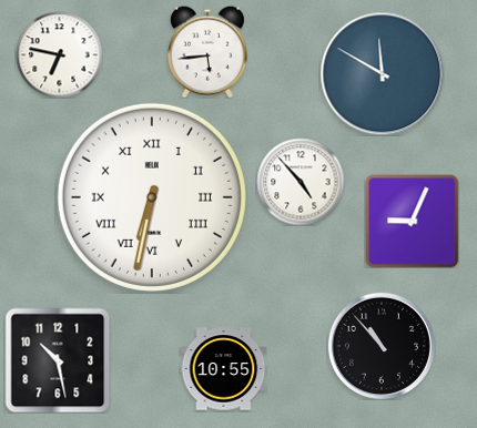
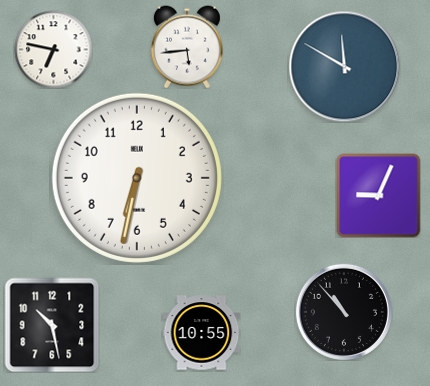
clock at (301, 182): 4:53 -> none
clock at (152, 197) numerals: Roman -> Arabic
clock at (412, 221) position: (412, 221) -> (378, 195)
